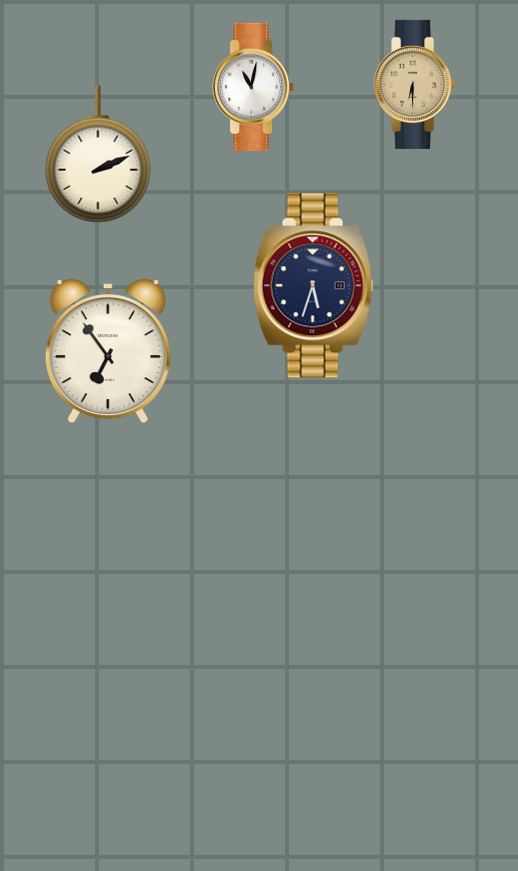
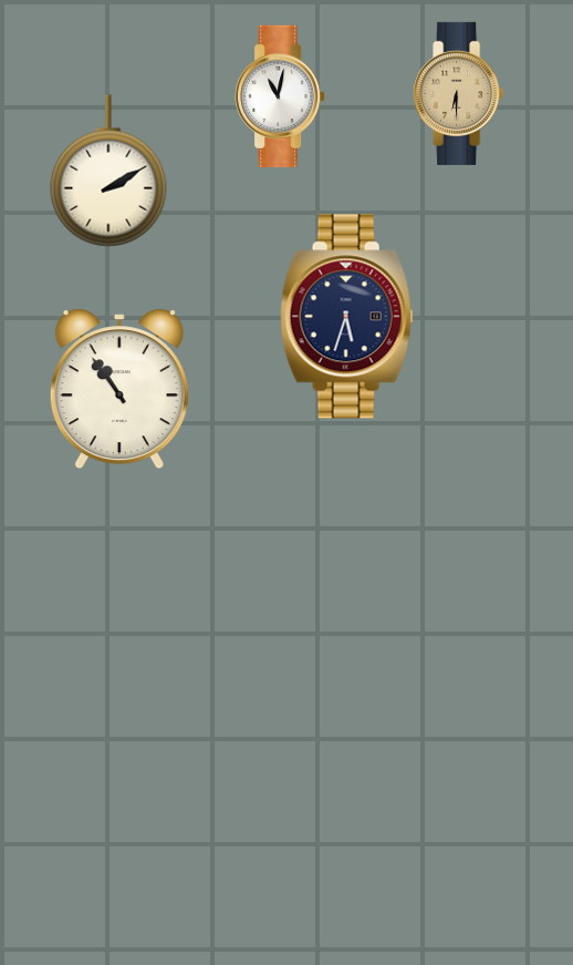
clock at (98, 154): 2:11 -> 2:10
clock at (108, 351): 6:54 -> 10:54
